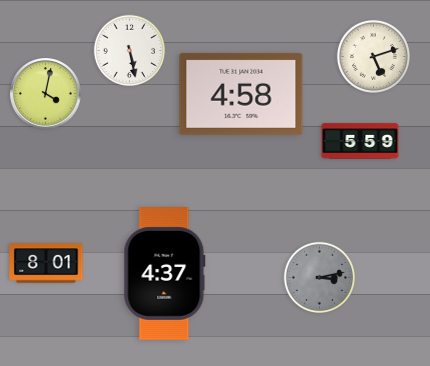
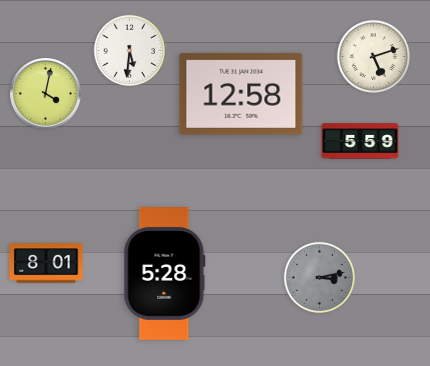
clock at (130, 51): 5:28 -> 5:31
clock at (241, 94): 4:58 -> 12:58
clock at (165, 274): 4:37 -> 5:28
